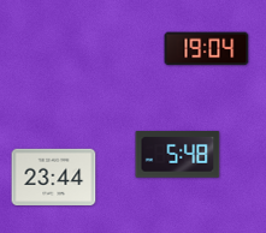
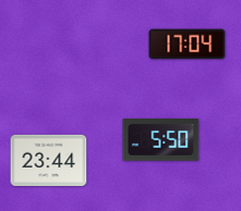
clock at (207, 49): 19:04 -> 17:04
clock at (178, 155): 5:48 -> 5:50
